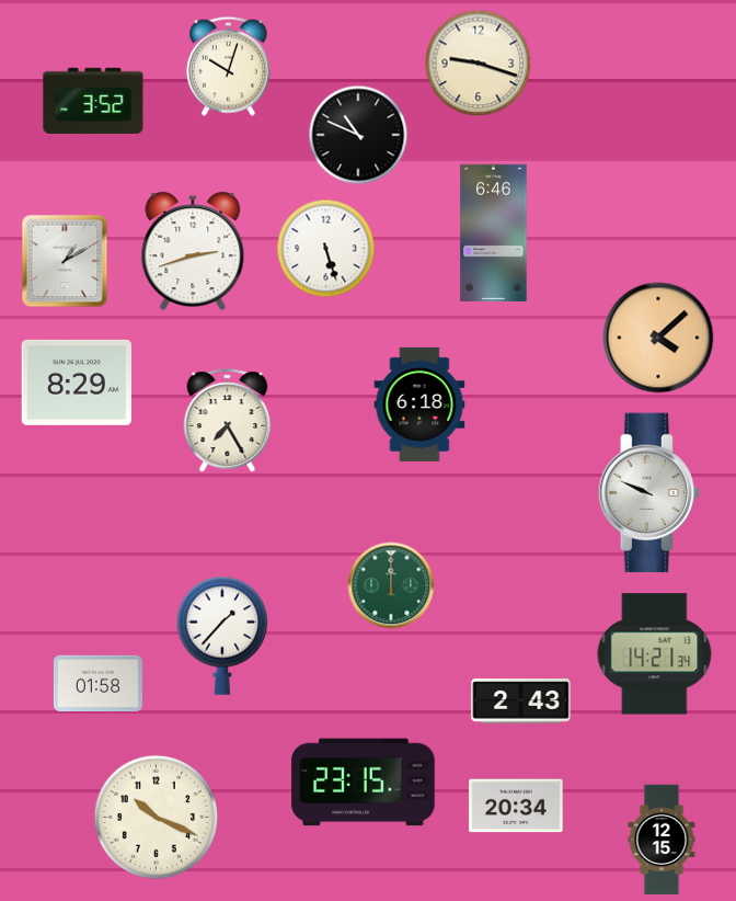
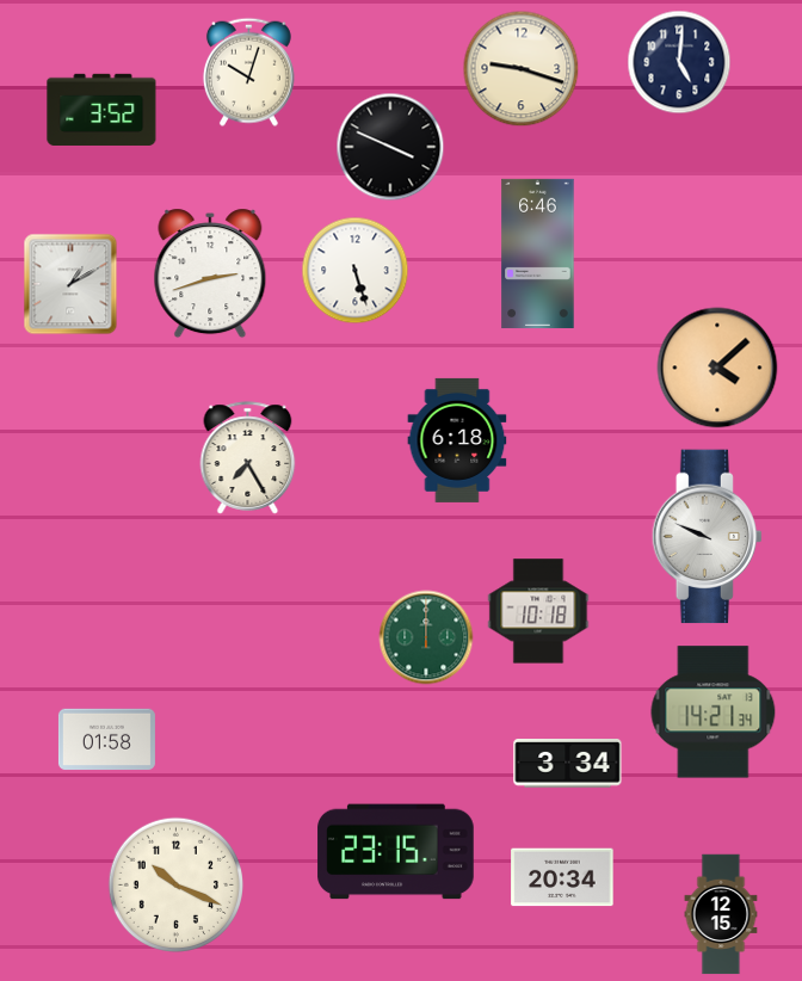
clock at (679, 62): none -> 5:01
clock at (358, 135): 10:49 -> 3:49
clock at (77, 383): 8:29 -> none
clock at (538, 611): none -> 10:18
clock at (222, 636): 1:37 -> none
clock at (97, 684) position: (97, 684) -> (106, 740)
clock at (521, 702): 2:43 -> 3:34
clock at (156, 817) position: (156, 817) -> (175, 884)
